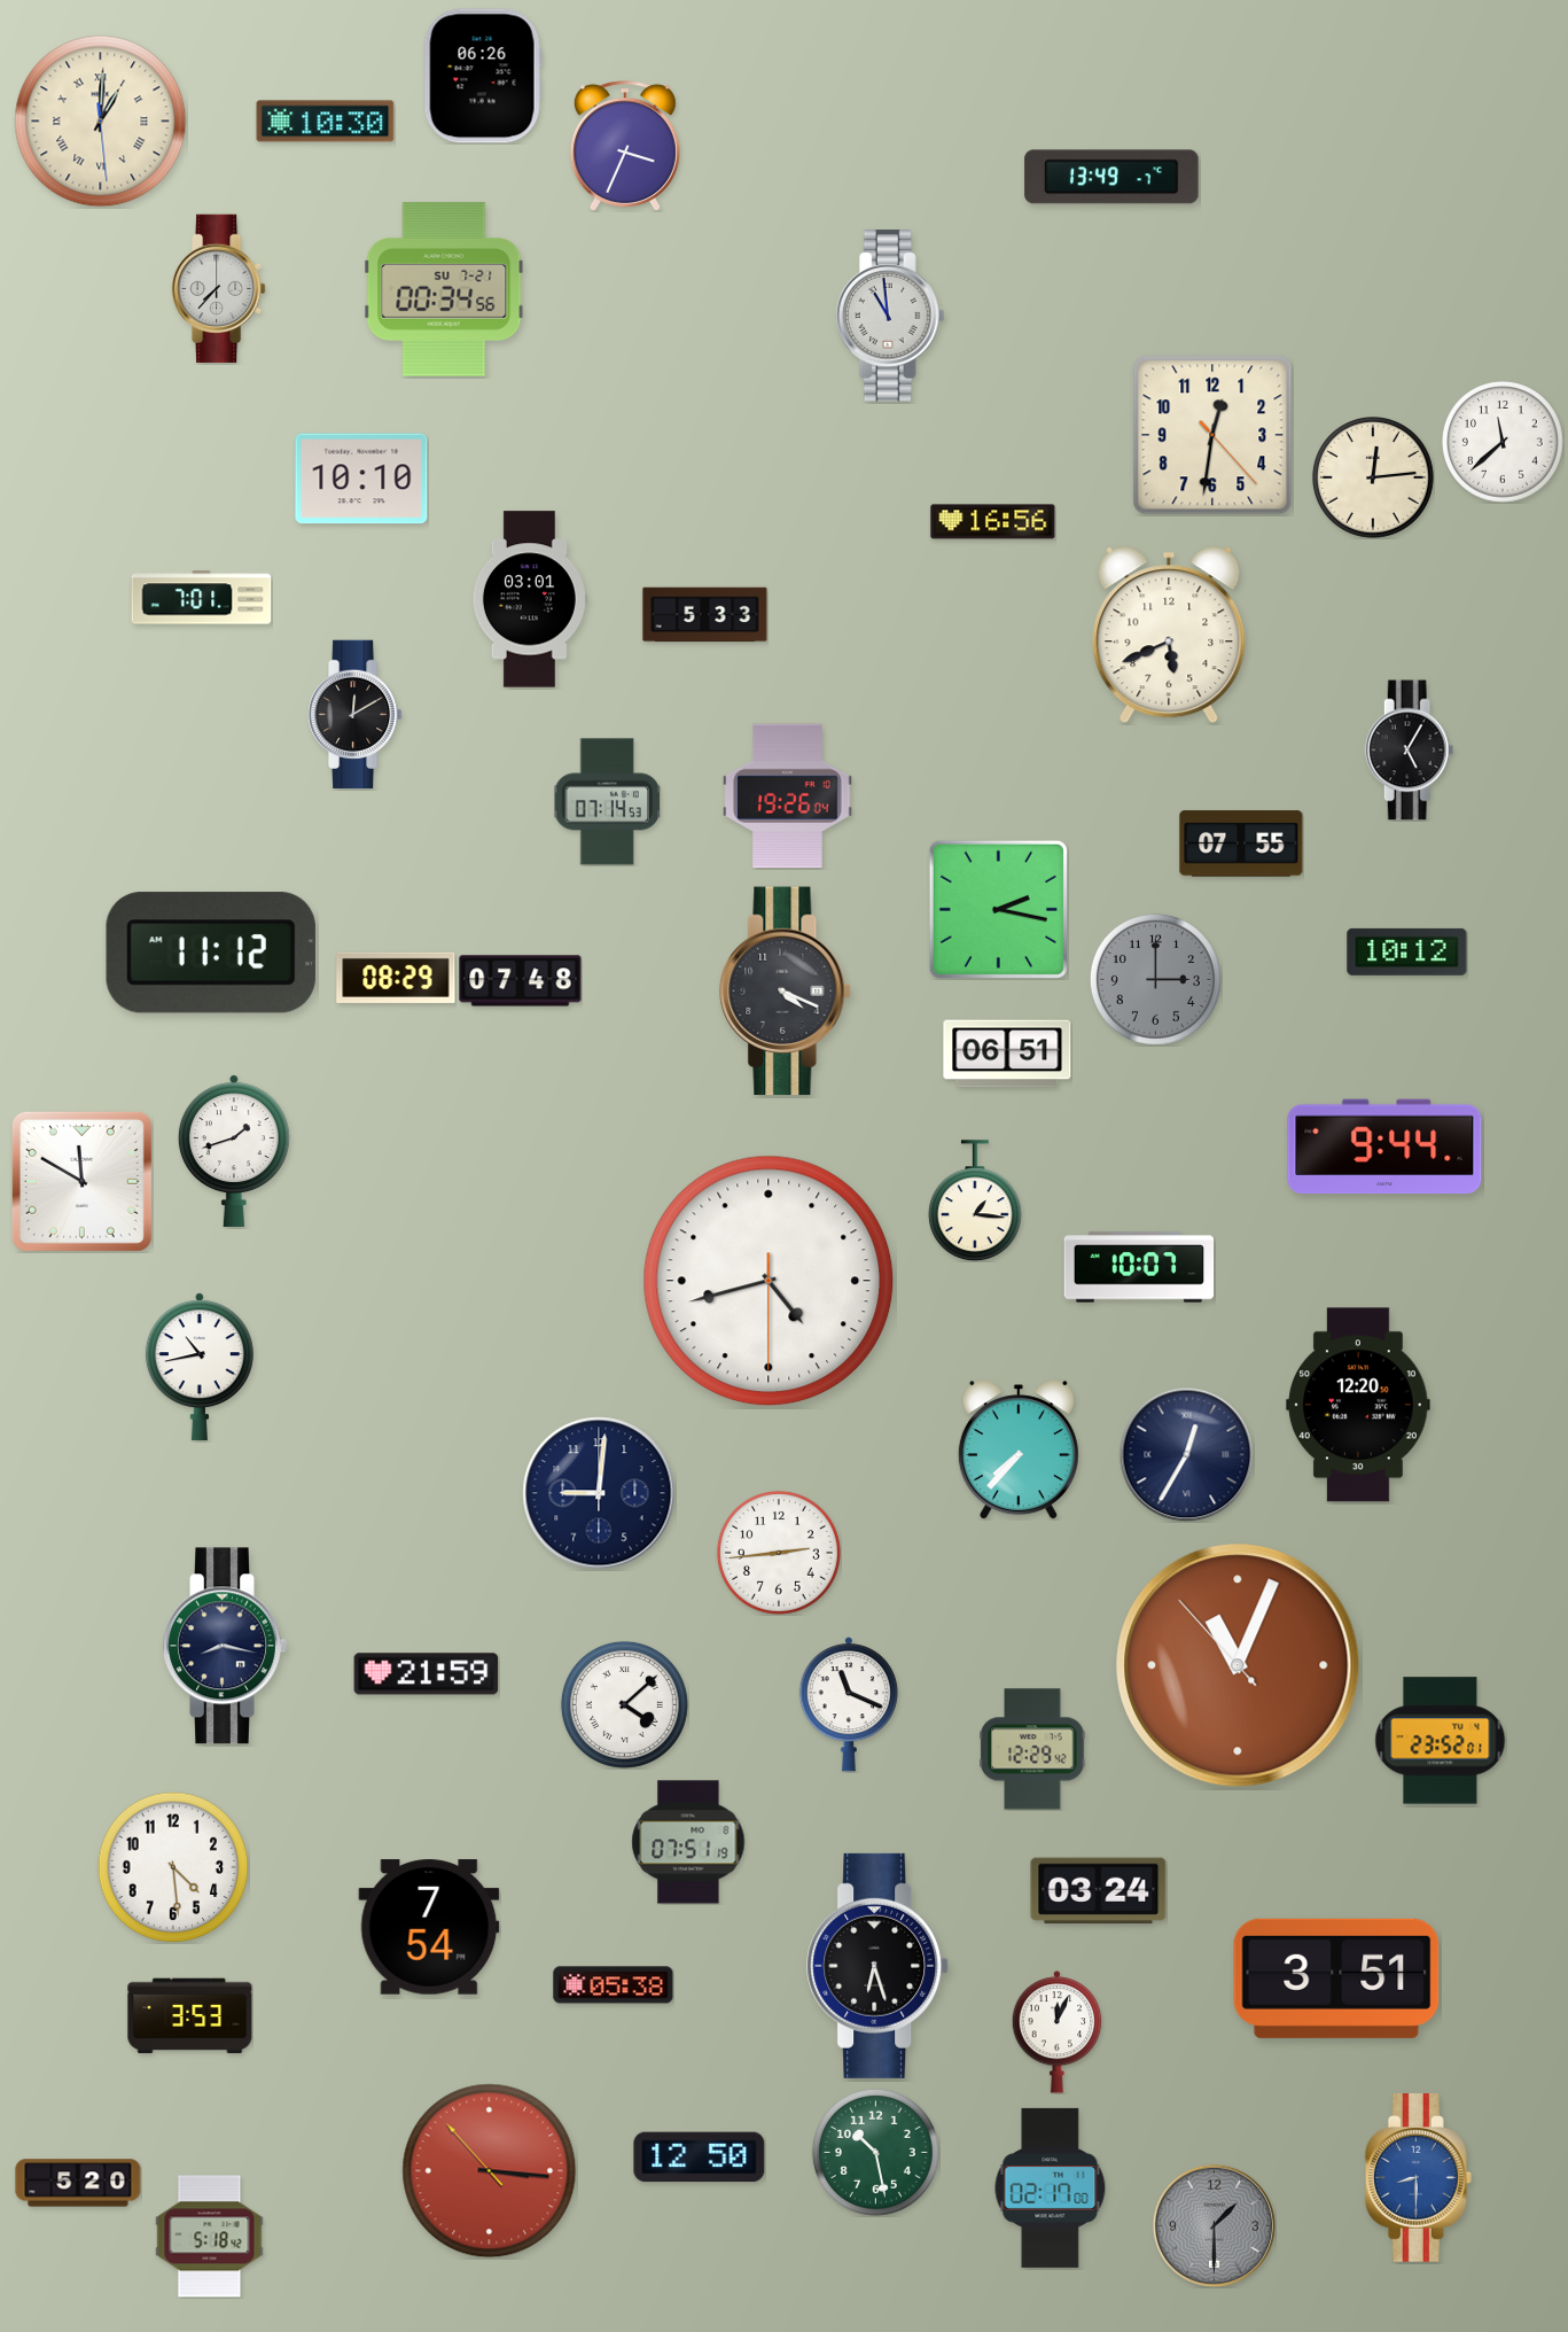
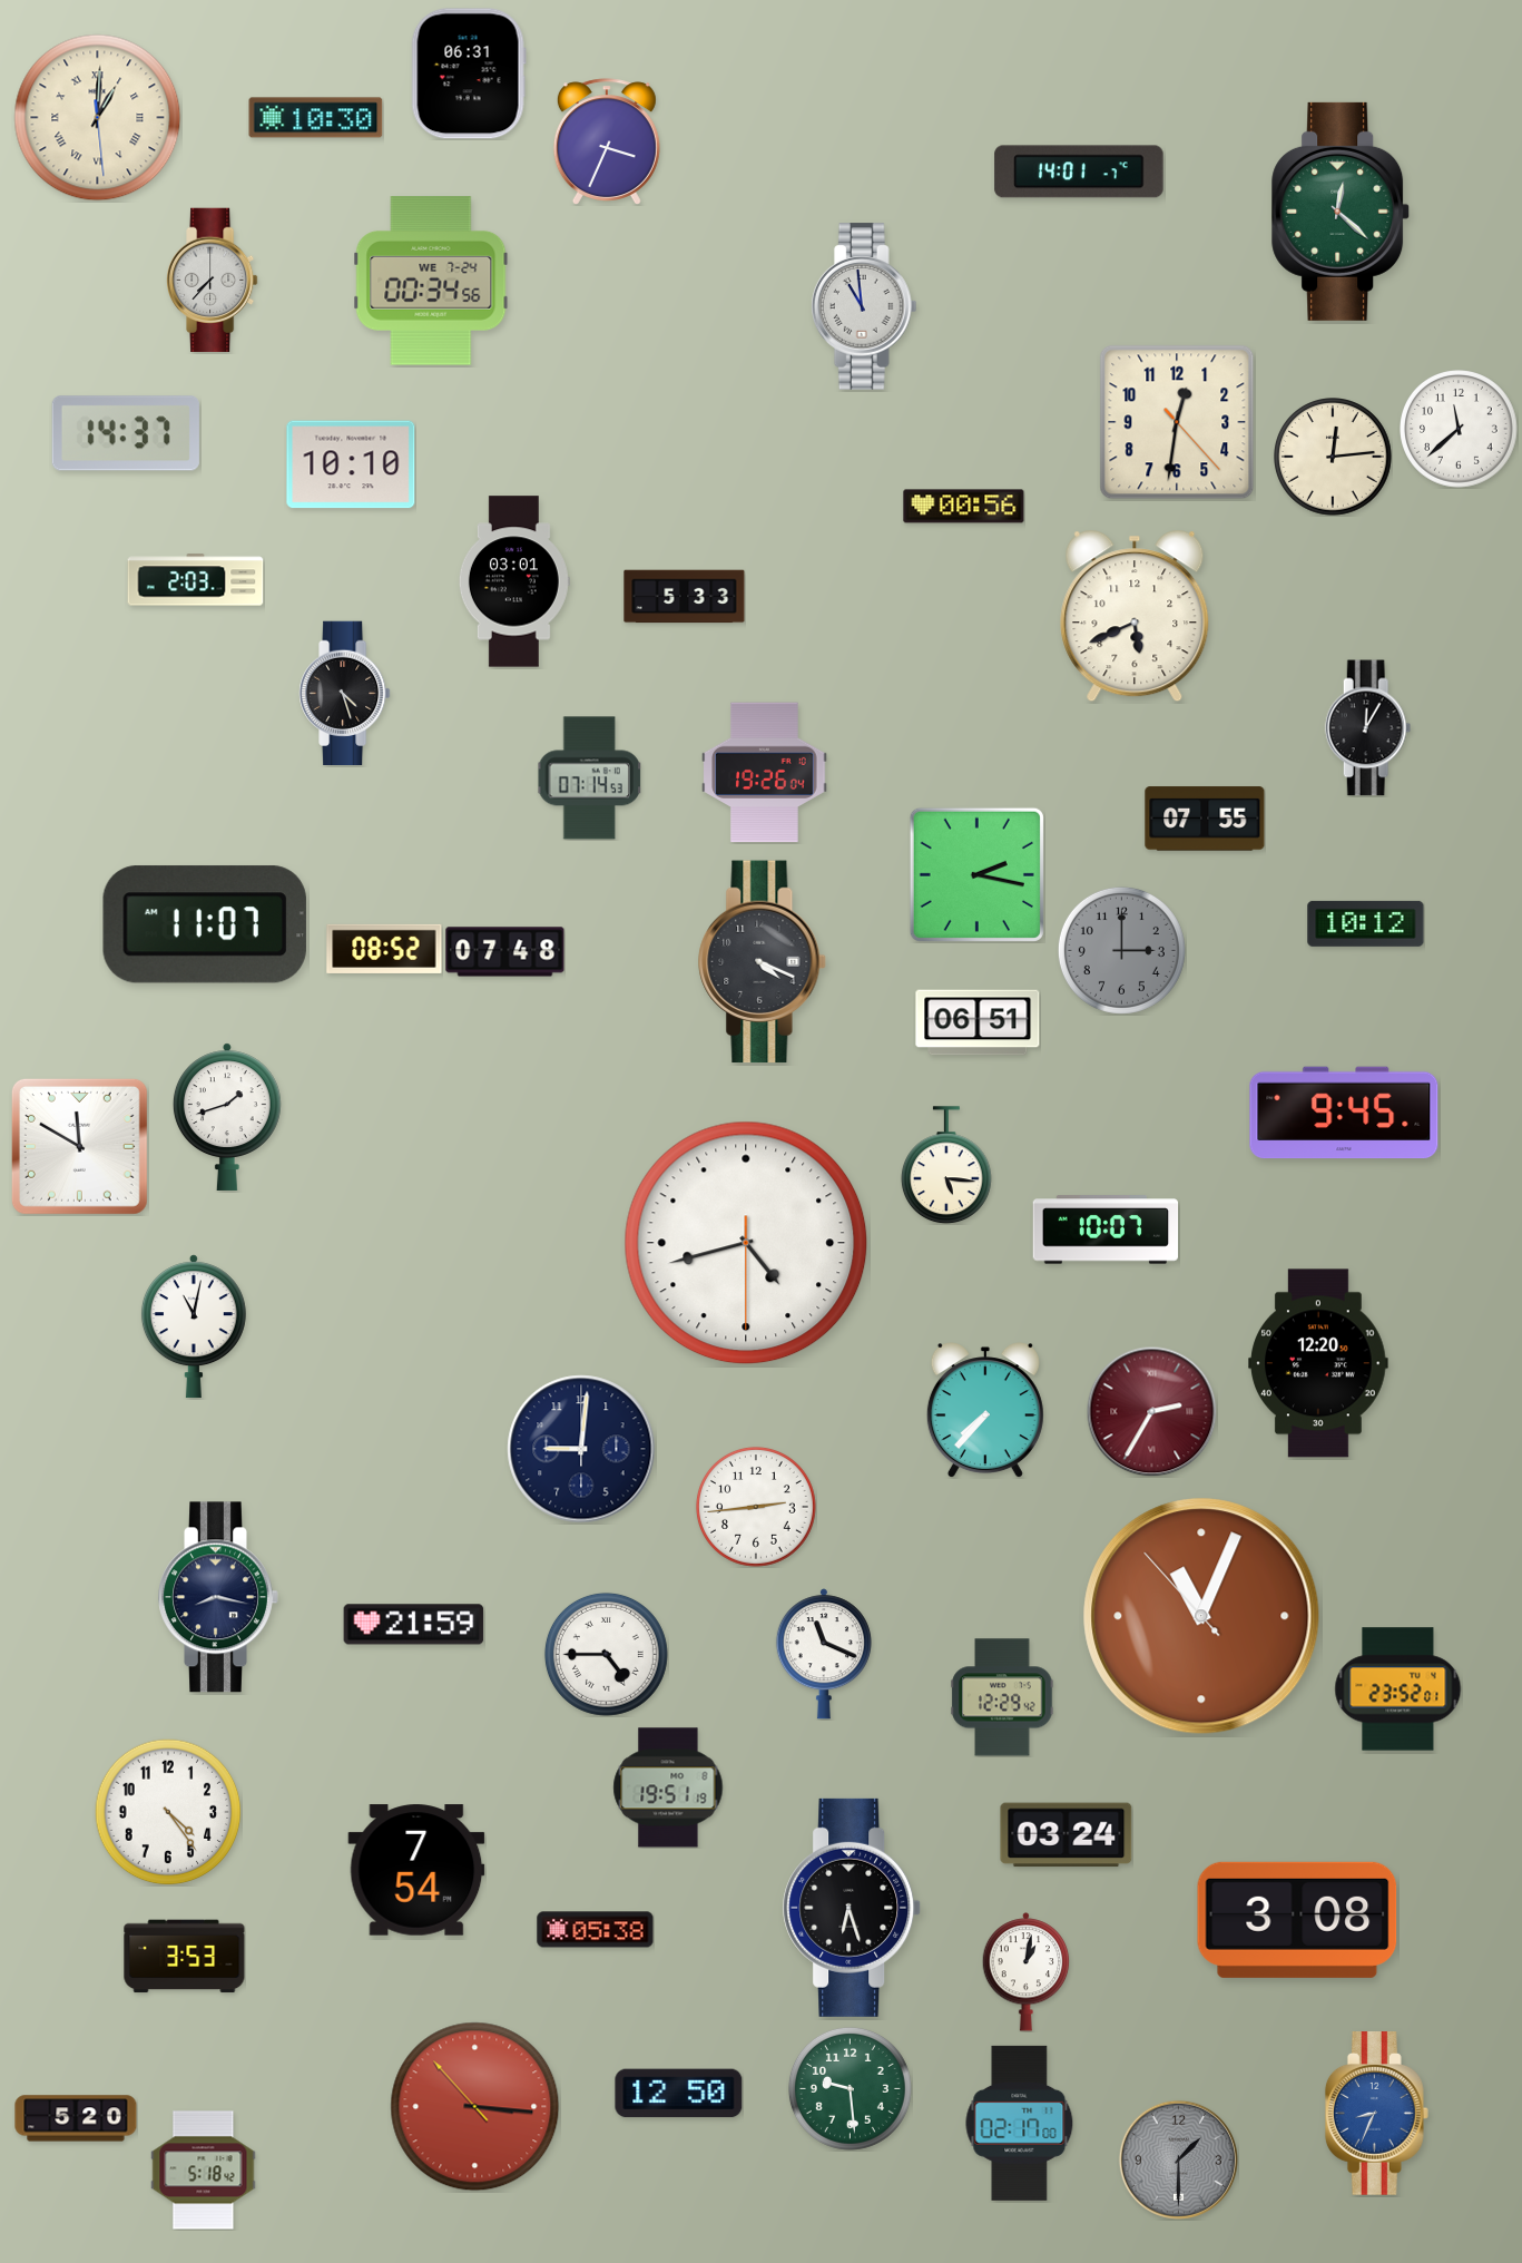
clock at (483, 76): 06:26 -> 06:31
clock at (1111, 177): 13:49 -> 14:01
clock at (1342, 212): none -> 12:22
clock at (444, 289) date: SU 7-21 -> WE 7-24
clock at (126, 433): none -> 14:37
clock at (1374, 479) position: (1374, 479) -> (1334, 458)
clock at (993, 522): 16:56 -> 00:56
clock at (202, 598): 7:01 -> 2:03
clock at (356, 715): 12:10 -> 4:27
clock at (1410, 751): 5:05 -> 12:05
clock at (998, 909) position: (998, 909) -> (976, 874)
clock at (211, 953): 11:12 -> 11:07
clock at (396, 978): 08:29 -> 08:52
clock at (1384, 1146): 9:44 -> 9:45
clock at (975, 1200): 1:16 -> 5:16
clock at (200, 1367): 10:43 -> 11:02
clock at (1019, 1449) position: (1019, 1449) -> (985, 1410)
clock at (1186, 1454): 12:35 -> 2:35
clock at (1186, 1454) dial: navy -> burgundy
clock at (624, 1704): 4:08 -> 4:45
clock at (688, 1842): 07:51 -> 19:51
clock at (173, 1867): 4:29 -> 4:24
clock at (1336, 1979): 3:51 -> 3:08
clock at (614, 1985) position: (614, 1985) -> (596, 1930)
clock at (1058, 2032): 12:04 -> 1:02
clock at (875, 2152): 10:28 -> 9:29
clock at (1418, 2178): 8:30 -> 8:34
